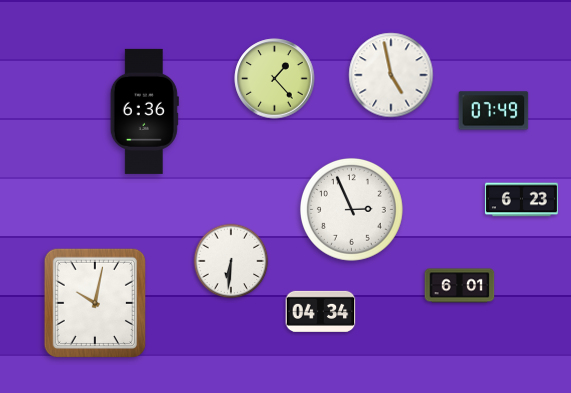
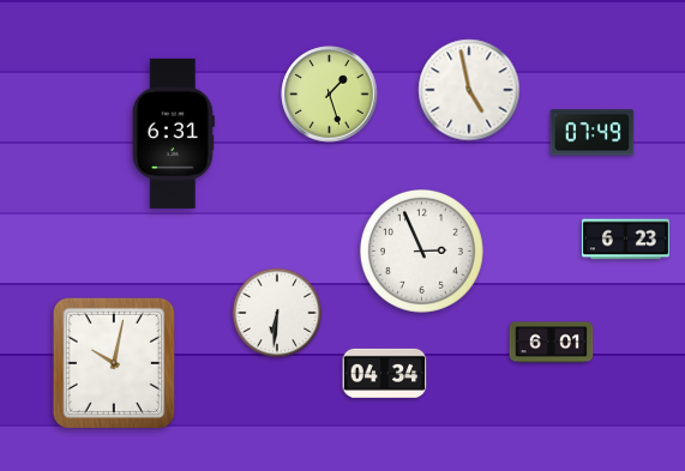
clock at (275, 79): 1:23 -> 1:27
clock at (144, 111): 6:36 -> 6:31
